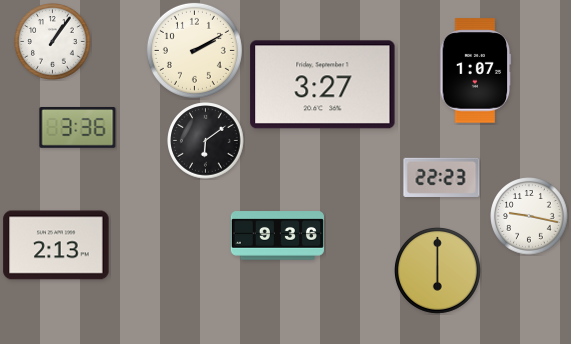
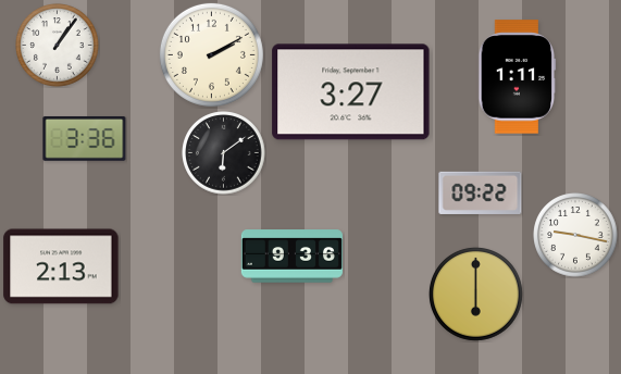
clock at (476, 71): 1:07 -> 1:11
clock at (442, 177): 22:23 -> 09:22
clock at (277, 236) position: (277, 236) -> (291, 257)
